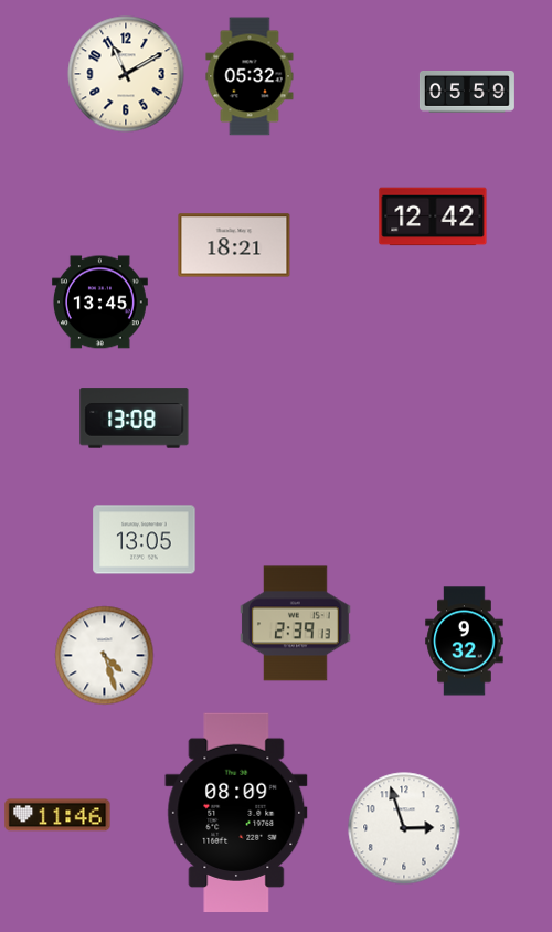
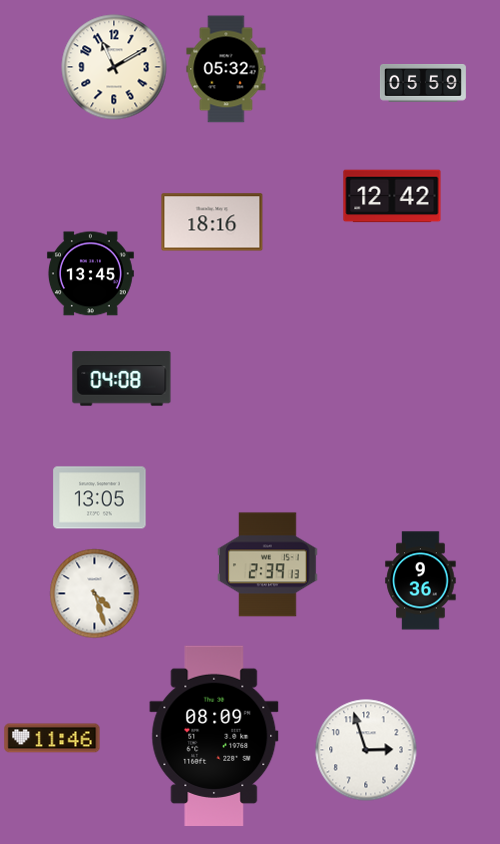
clock at (234, 245): 18:21 -> 18:16
clock at (135, 419): 13:08 -> 04:08
clock at (145, 540) position: (145, 540) -> (100, 498)
clock at (465, 642): 9:32 -> 9:36
